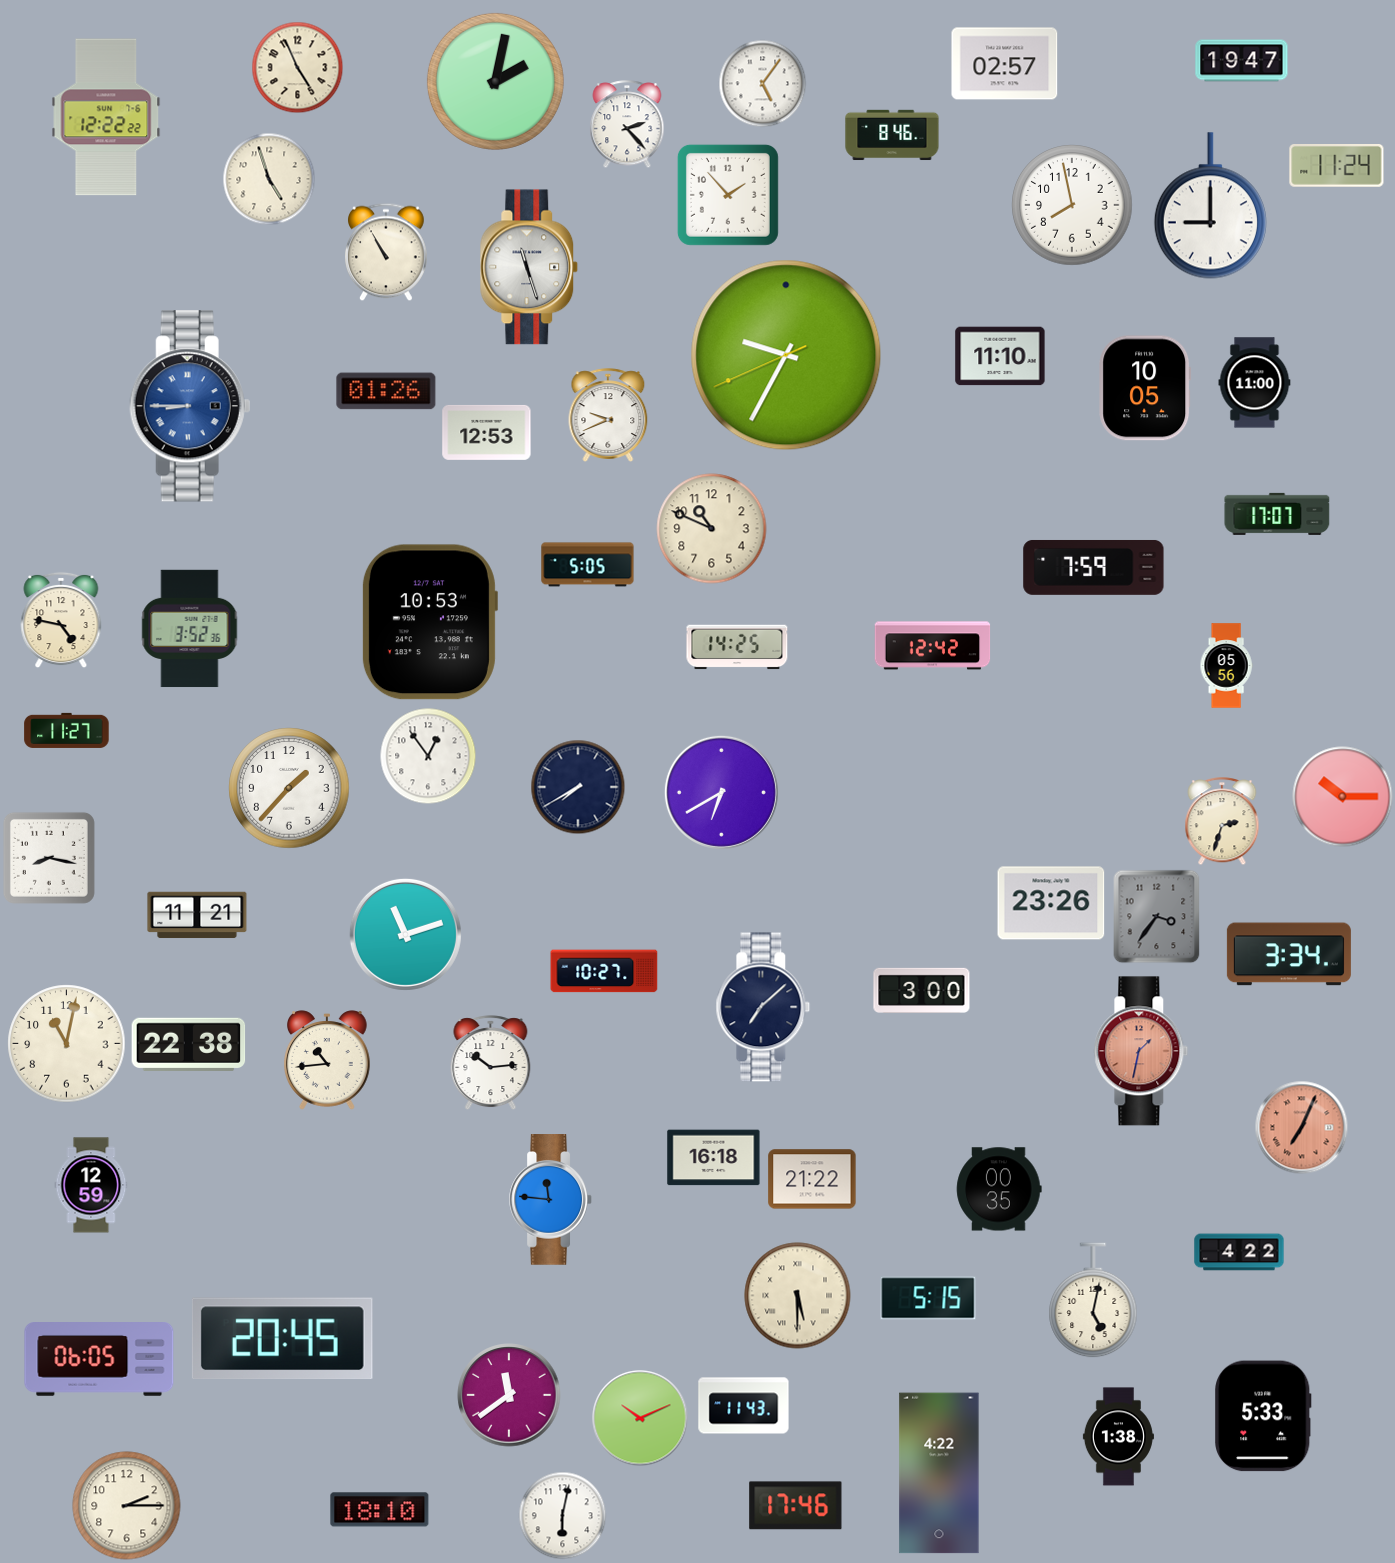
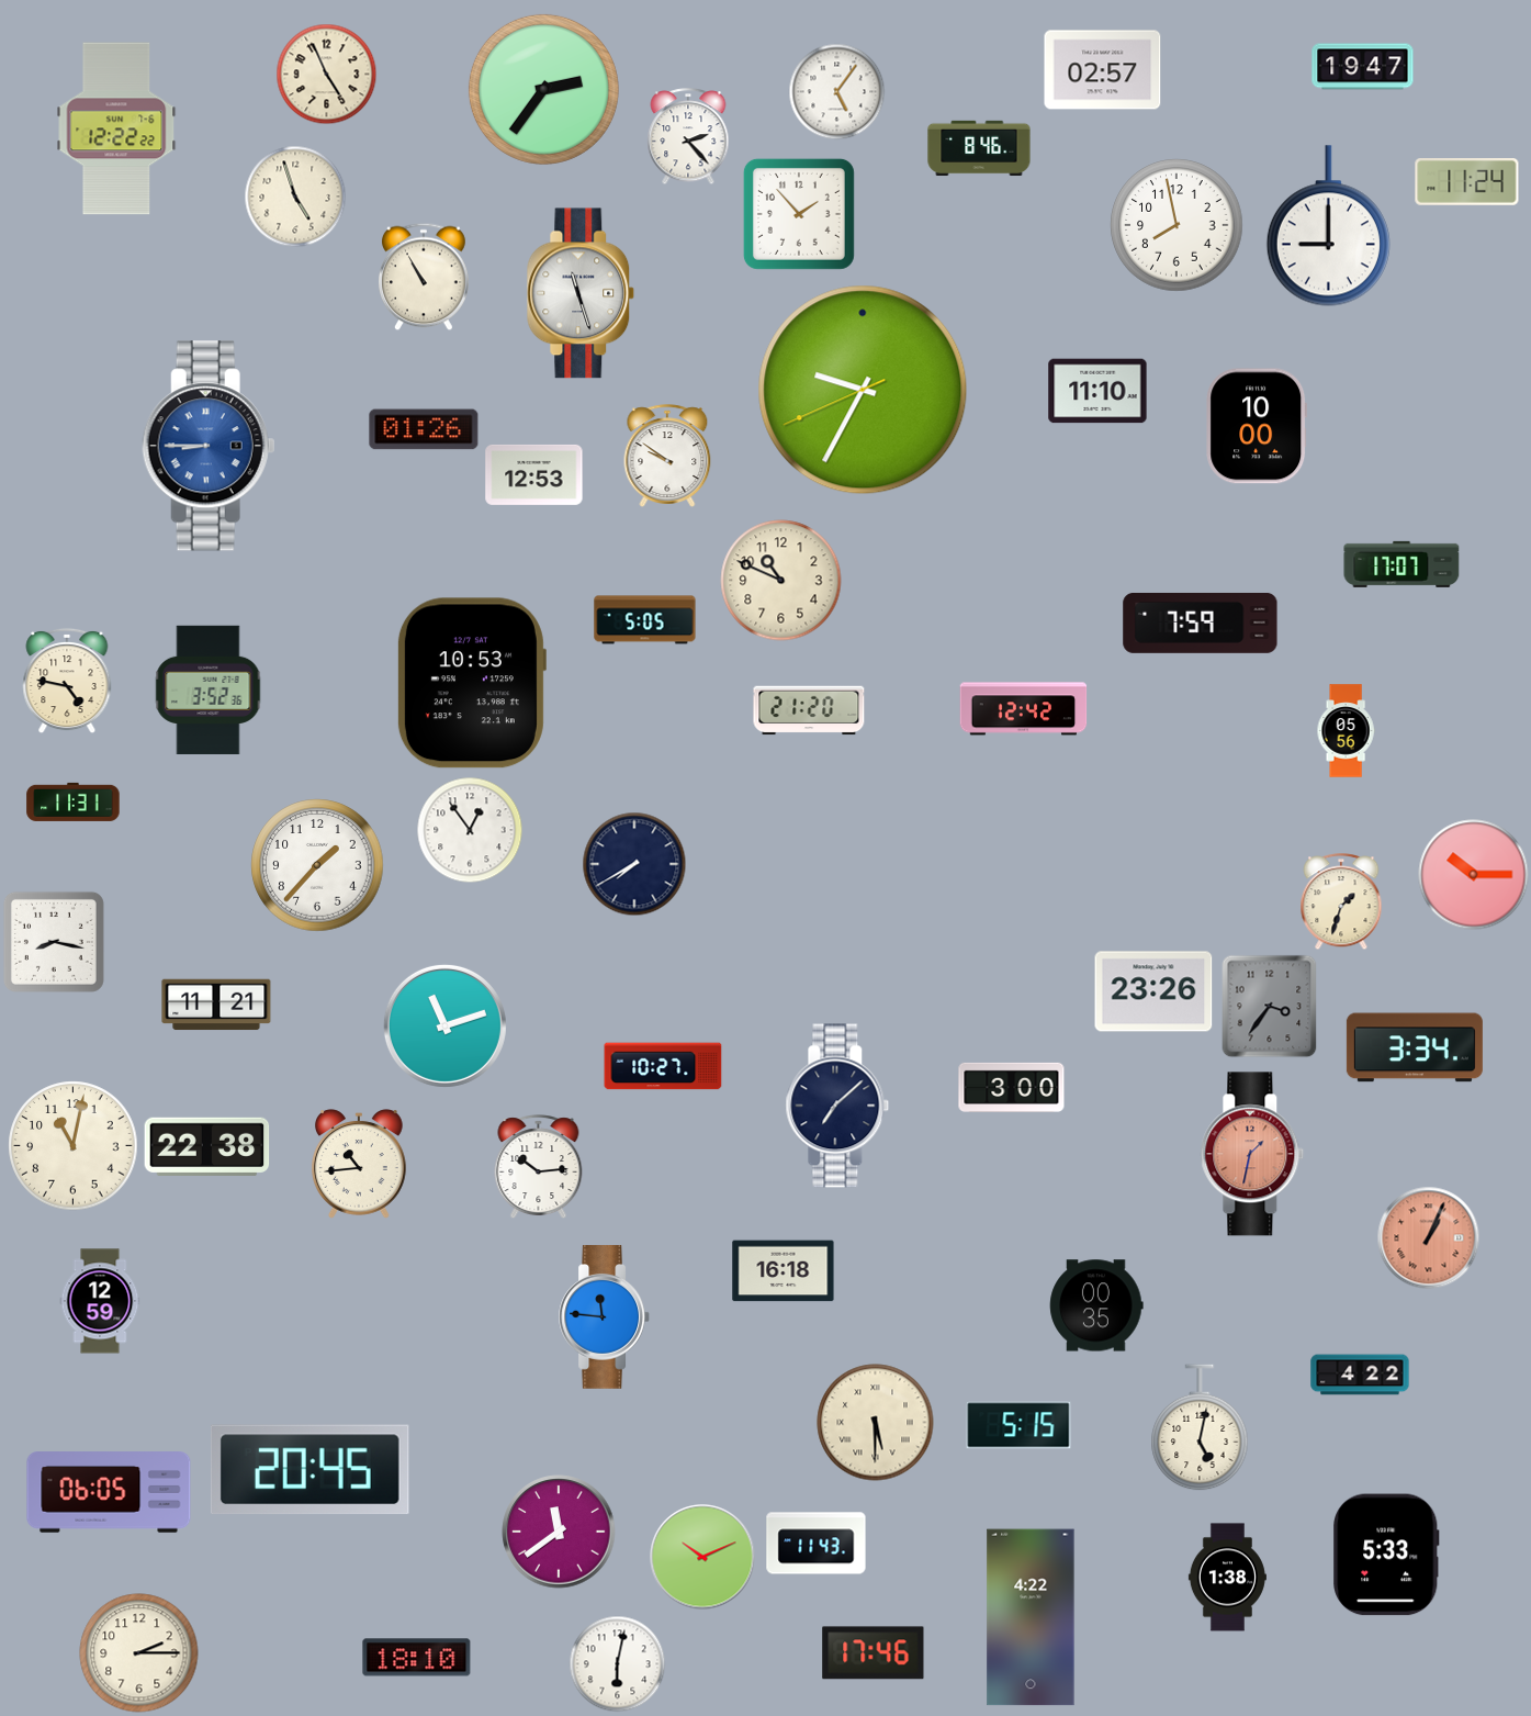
clock at (495, 81): 2:02 -> 2:36
clock at (1255, 383): 11:00 -> none
clock at (1145, 388): 10:05 -> 10:00
clock at (608, 415): 9:41 -> 9:51
clock at (737, 647): 14:25 -> 21:20
clock at (67, 730): 11:27 -> 11:31
clock at (721, 792): 6:40 -> none
clock at (1222, 821): 2:33 -> 1:33
clock at (1301, 1127): 7:04 -> 1:04
clock at (812, 1179): 21:22 -> none
